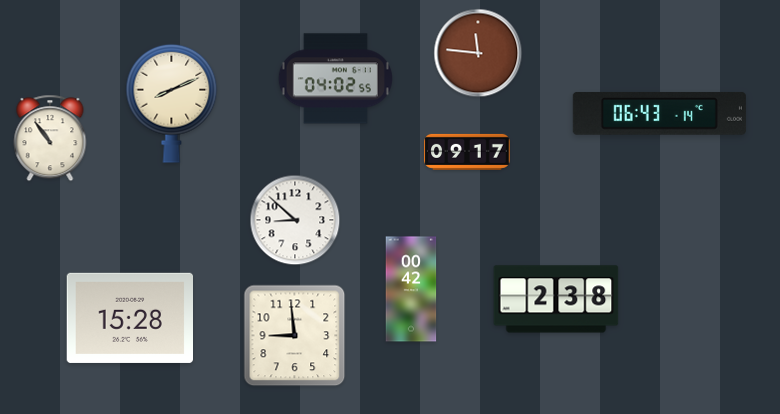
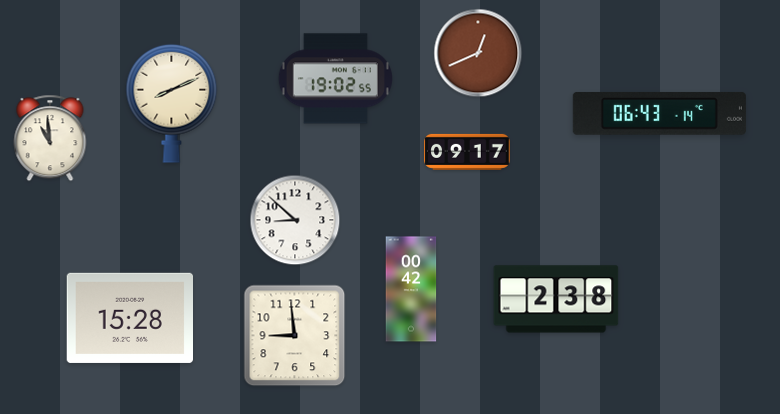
clock at (478, 53): 11:46 -> 12:41
clock at (335, 79): 04:02 -> 19:02
clock at (50, 138): 10:54 -> 10:59
